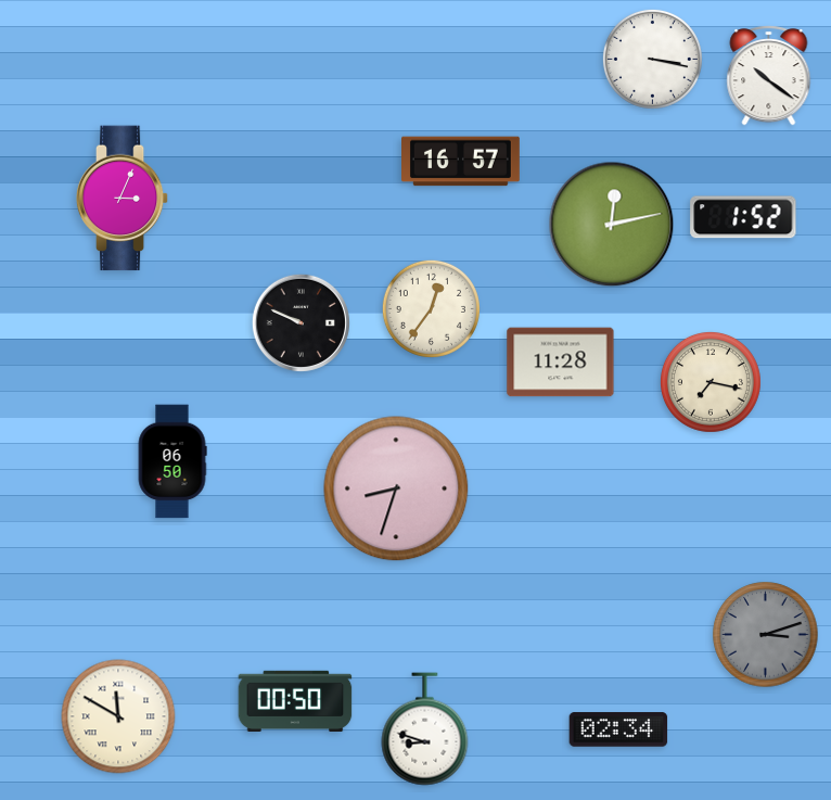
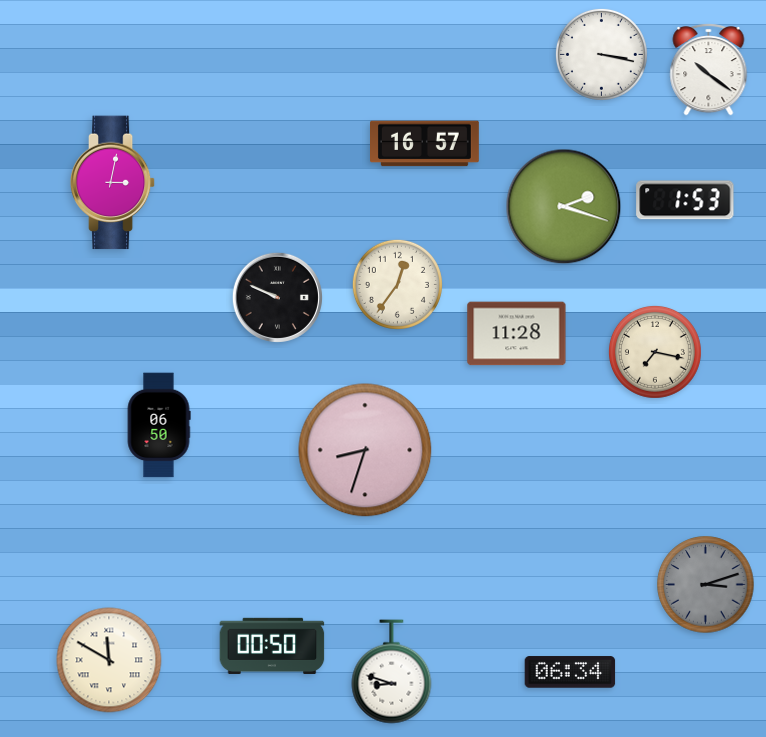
clock at (461, 162) position: (461, 162) -> (425, 144)
clock at (123, 199): 3:04 -> 3:02
clock at (743, 217): 1:52 -> 1:53
clock at (612, 225): 12:13 -> 2:18
clock at (618, 729): 02:34 -> 06:34
